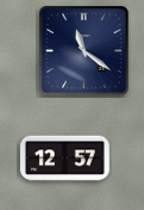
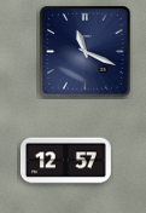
clock at (84, 51): 11:21 -> 11:19
